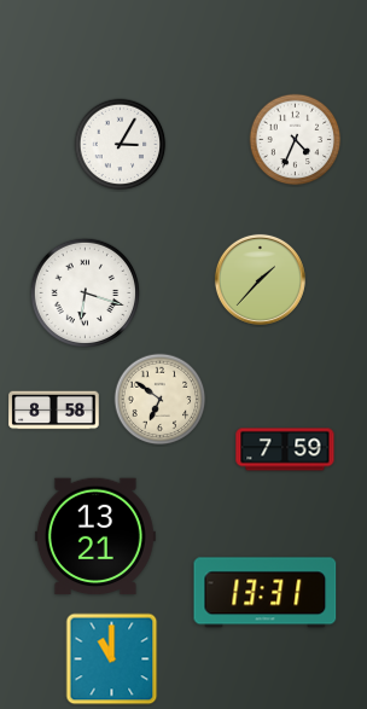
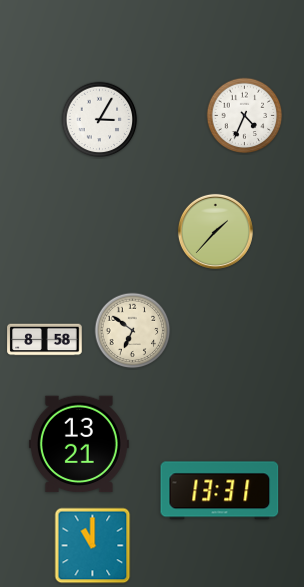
clock at (86, 294): 6:18 -> none
clock at (285, 449): 7:59 -> none
